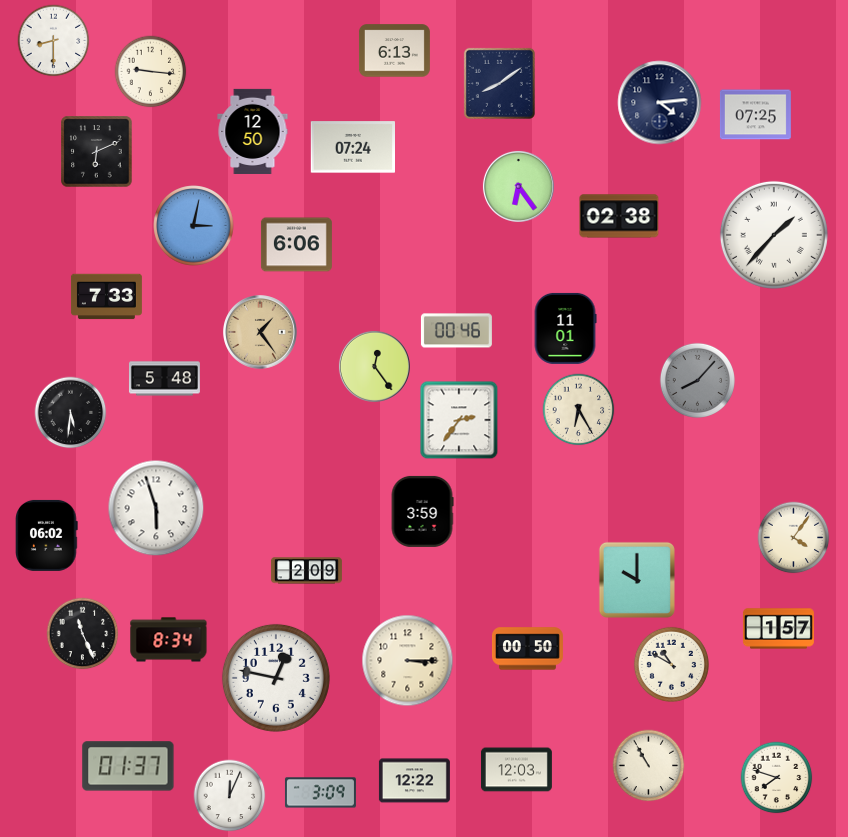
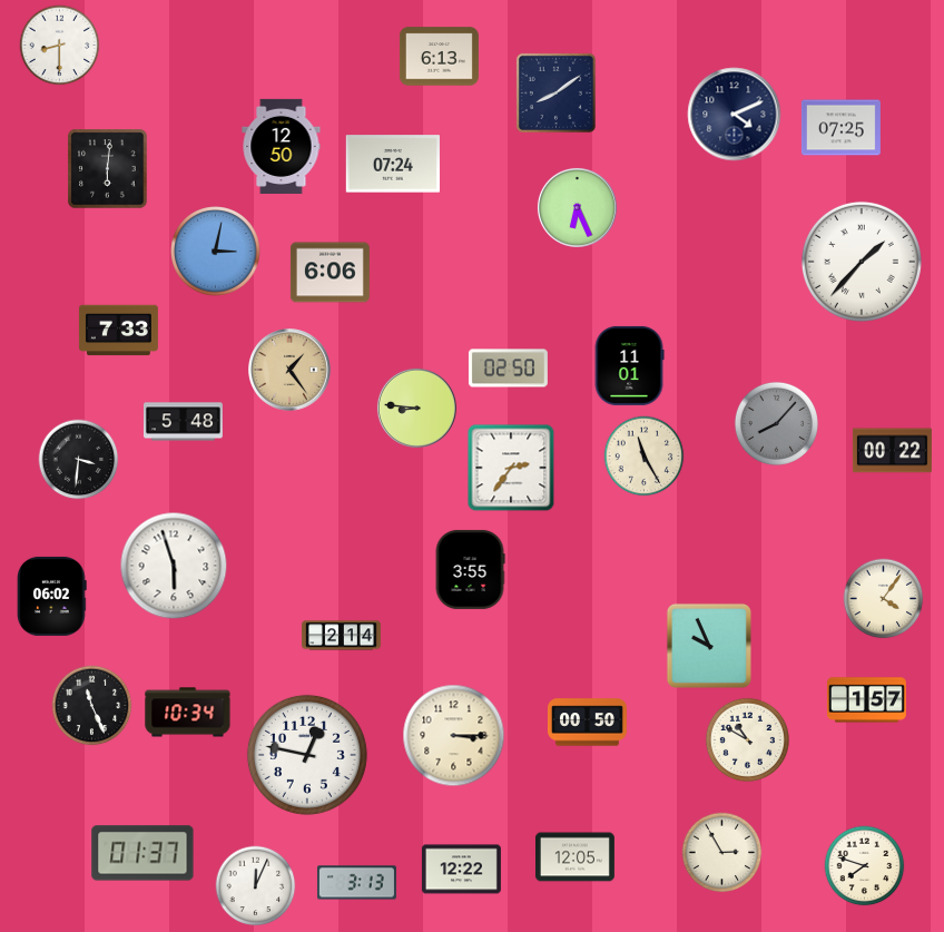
clock at (151, 72): 9:16 -> none
clock at (660, 103): 4:14 -> 4:11
clock at (97, 152): 6:11 -> 6:01
clock at (518, 186): 6:24 -> 6:26
clock at (619, 216): 02:38 -> none
clock at (456, 331): 00:46 -> 02:50
clock at (374, 366): 12:24 -> 8:46
clock at (892, 451): none -> 00:22
clock at (579, 410): 6:25 -> 11:25
clock at (71, 413): 5:31 -> 3:31
clock at (422, 511): 3:59 -> 3:55
clock at (306, 571): 2:09 -> 2:14
clock at (637, 580): 10:00 -> 9:56
clock at (169, 640): 8:34 -> 10:34
clock at (649, 766): 10:55 -> 2:55
clock at (516, 770): 12:03 -> 12:05
clock at (320, 793): 3:09 -> 3:13
